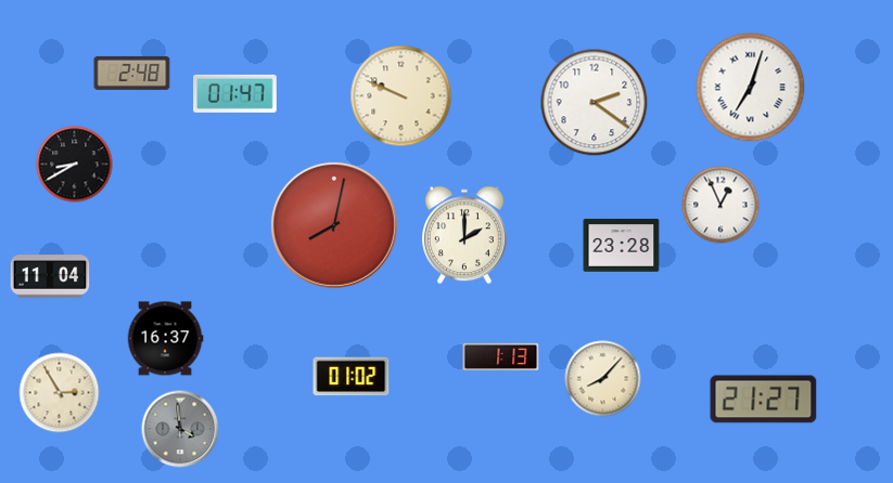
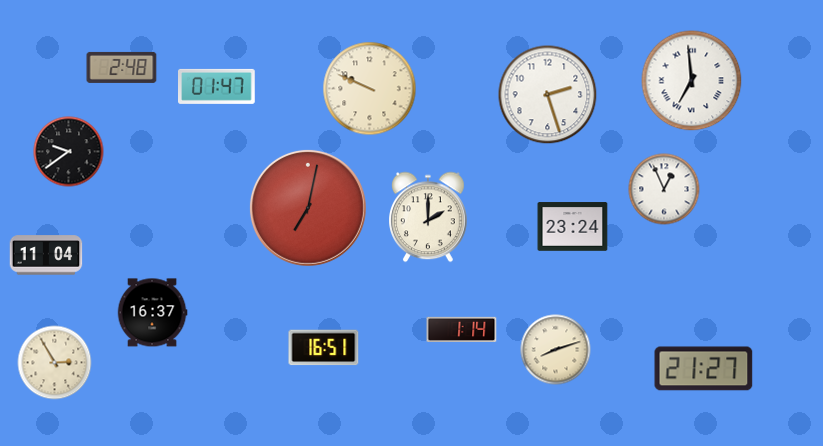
clock at (751, 88): 7:03 -> 6:59
clock at (595, 103): 2:21 -> 2:27
clock at (75, 165): 8:40 -> 9:39
clock at (334, 225): 8:02 -> 7:02
clock at (622, 246): 23:28 -> 23:24
clock at (501, 357): 1:13 -> 1:14
clock at (352, 377): 01:02 -> 16:51
clock at (603, 379): 8:07 -> 8:12
clock at (180, 429): 3:59 -> none
